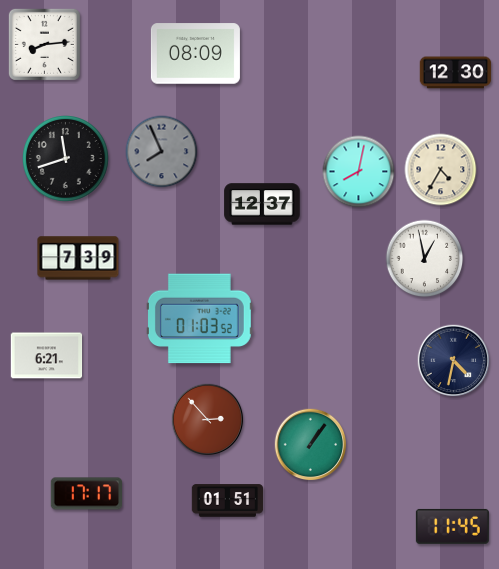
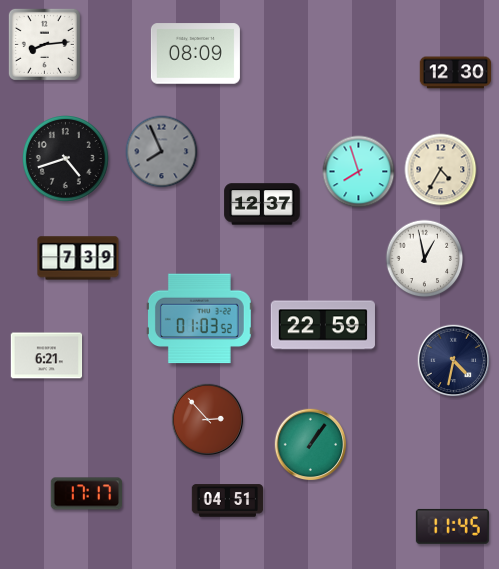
clock at (66, 159): 11:42 -> 4:42
clock at (359, 172): 8:02 -> 7:57
clock at (323, 325): none -> 22:59
clock at (228, 501): 01:51 -> 04:51
